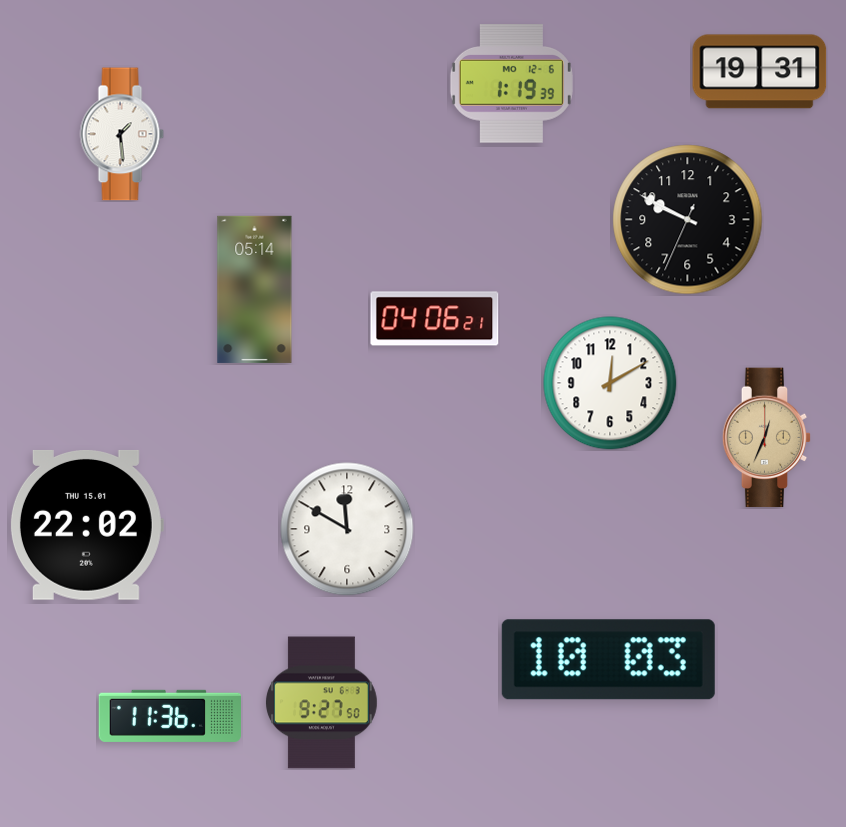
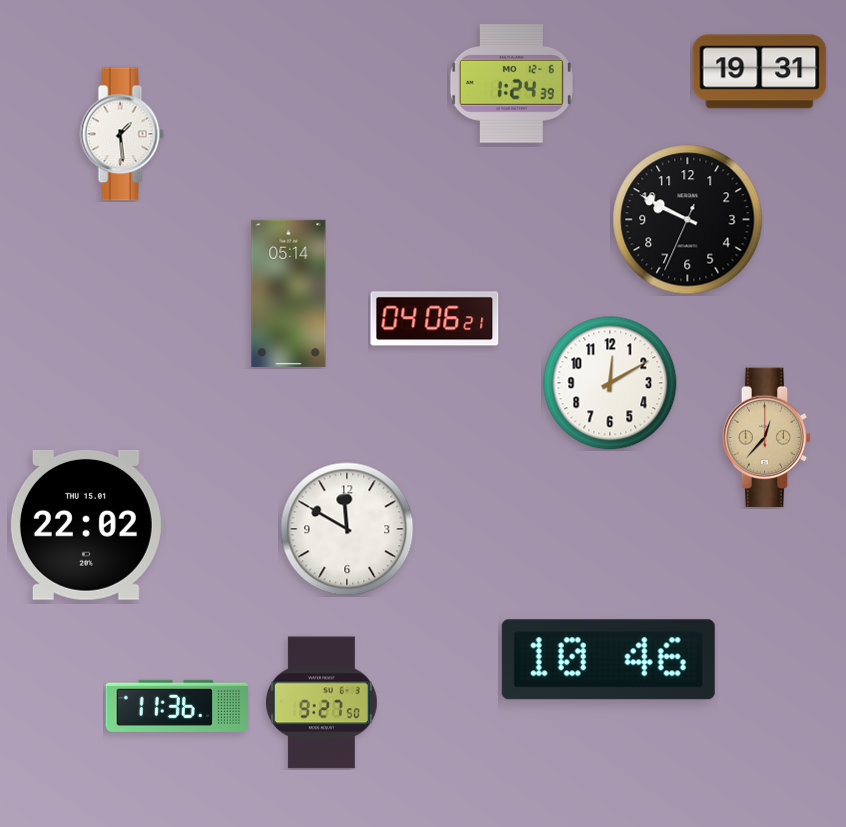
clock at (511, 84): 1:19 -> 1:24
clock at (255, 289) position: (255, 289) -> (289, 293)
clock at (767, 438): 12:34 -> 12:37
clock at (608, 660): 10:03 -> 10:46
clock at (169, 716) position: (169, 716) -> (176, 706)
